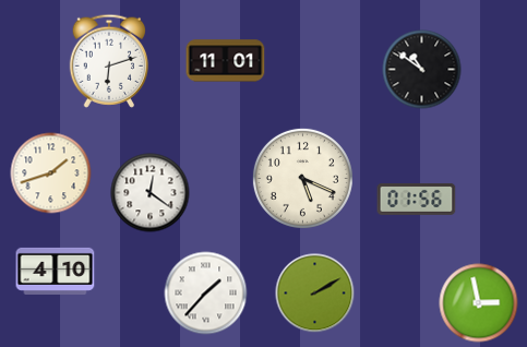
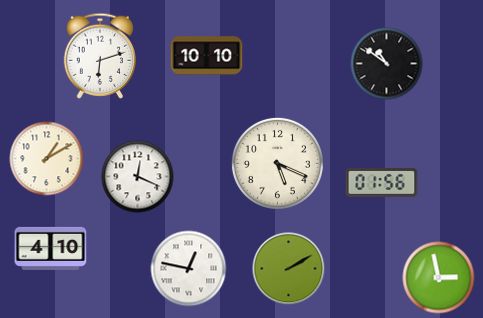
clock at (226, 61): 11:01 -> 10:10
clock at (51, 174): 1:42 -> 1:10
clock at (151, 193): 12:21 -> 12:19
clock at (206, 294): 1:37 -> 12:47
